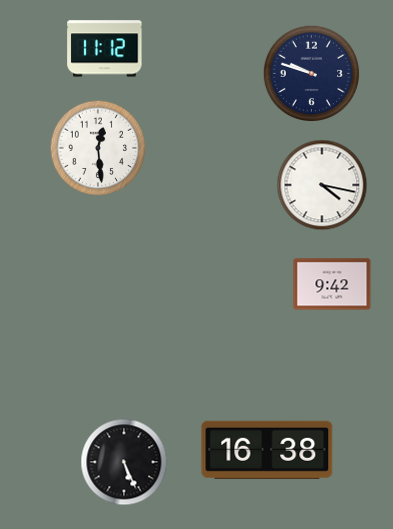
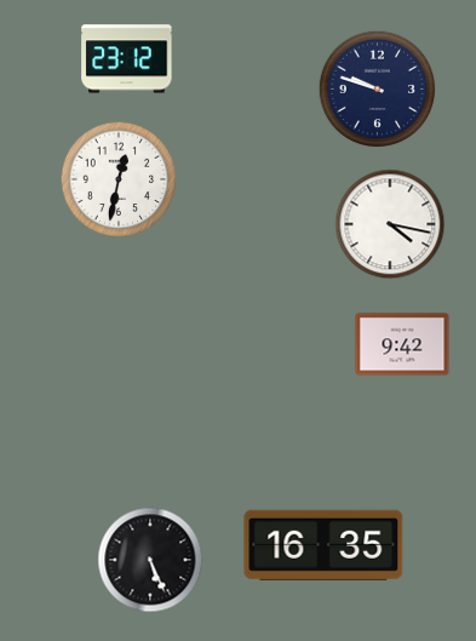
clock at (105, 49): 11:12 -> 23:12
clock at (98, 148): 12:29 -> 12:32
clock at (267, 450): 16:38 -> 16:35
